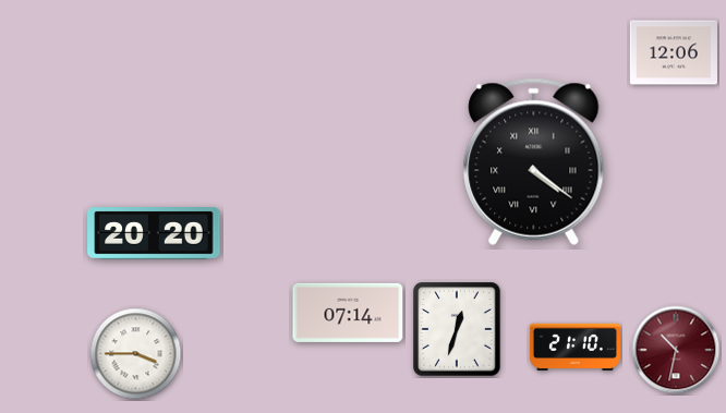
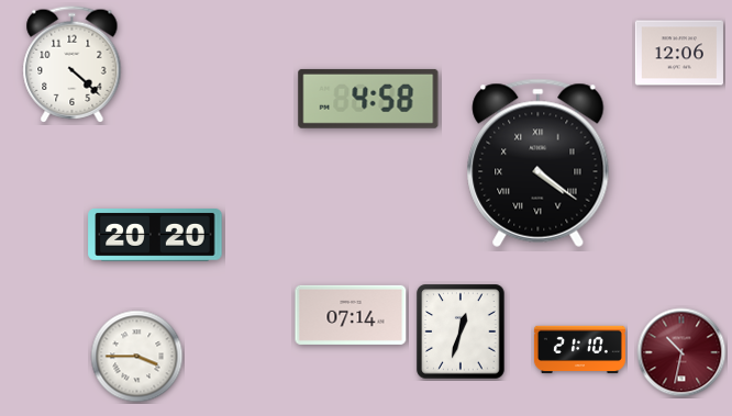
clock at (73, 65): none -> 4:22
clock at (368, 99): none -> 4:58
